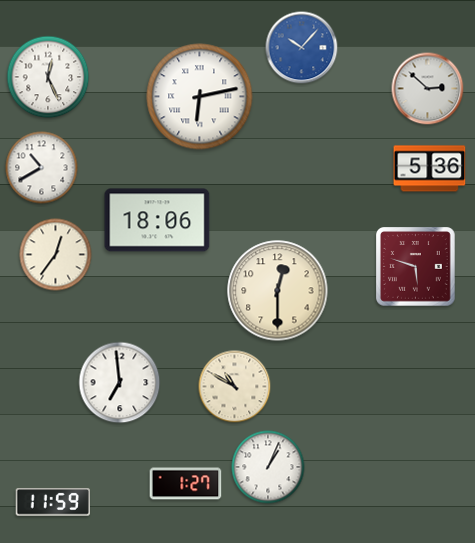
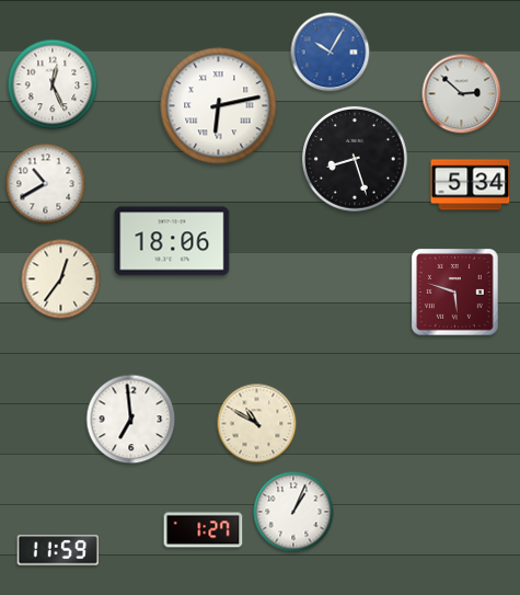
clock at (302, 48): 10:07 -> 10:05
clock at (428, 89) position: (428, 89) -> (462, 94)
clock at (355, 159): none -> 8:27
clock at (430, 169): 5:36 -> 5:34
clock at (278, 291): 12:30 -> none
